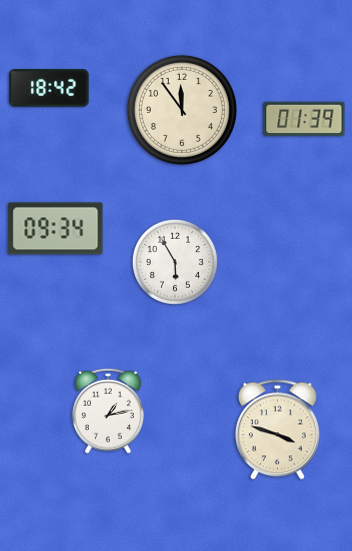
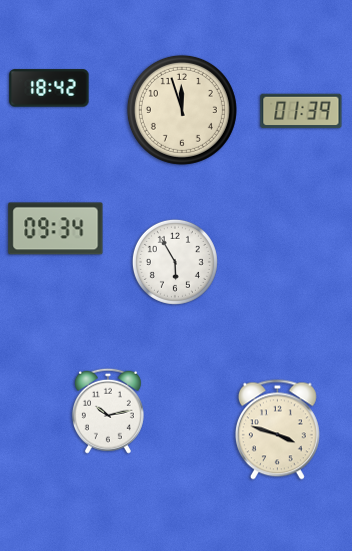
clock at (182, 110): 11:54 -> 11:57
clock at (304, 119) position: (304, 119) -> (301, 111)
clock at (108, 411): 1:13 -> 10:13
